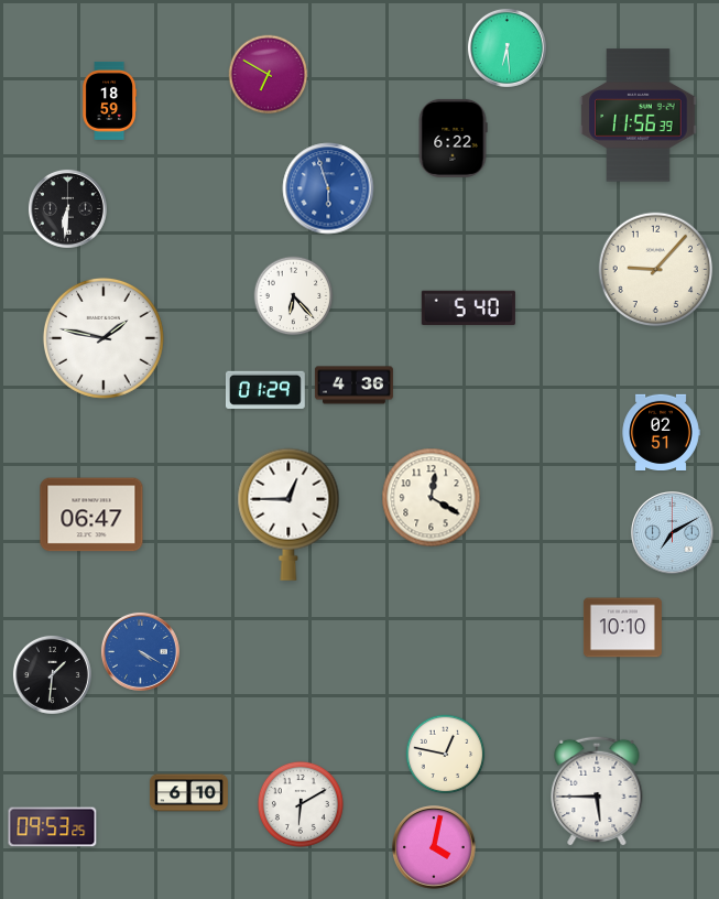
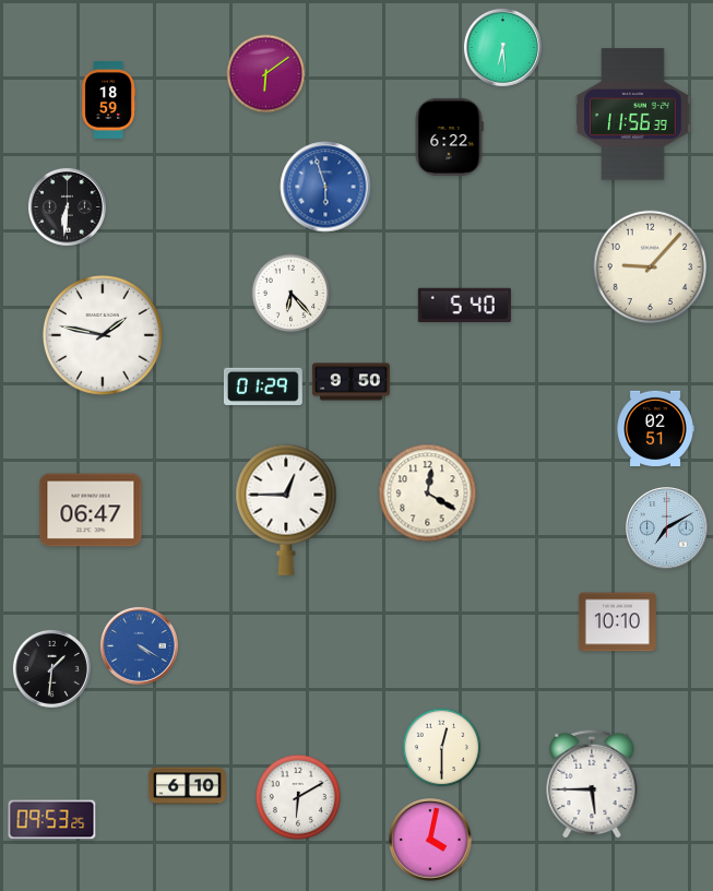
clock at (269, 75): 6:50 -> 6:09
clock at (353, 386): 4:36 -> 9:50
clock at (446, 755): 12:47 -> 12:30
